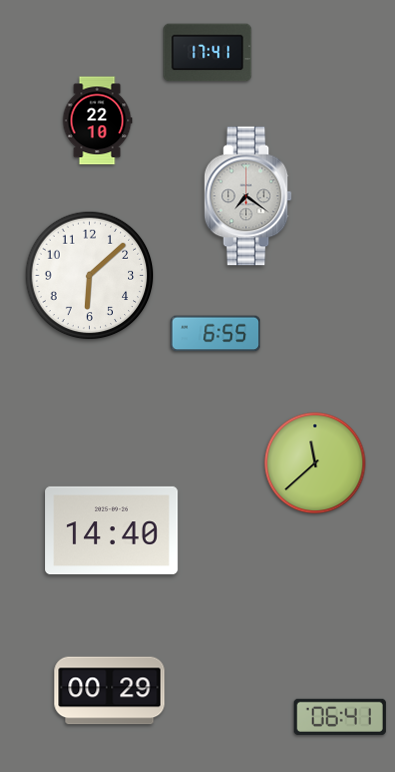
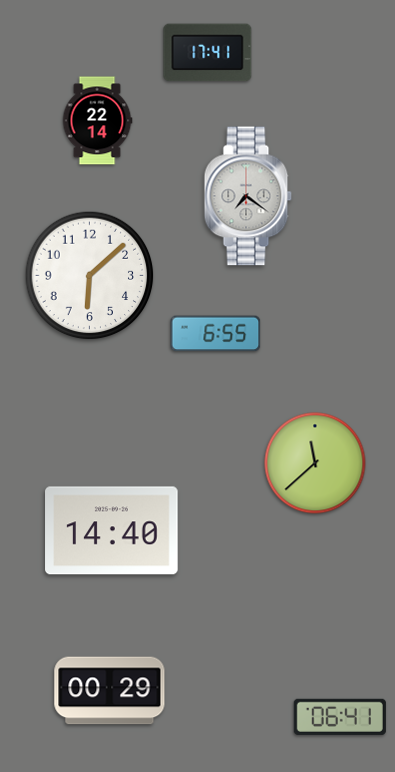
clock at (97, 121): 22:10 -> 22:14
